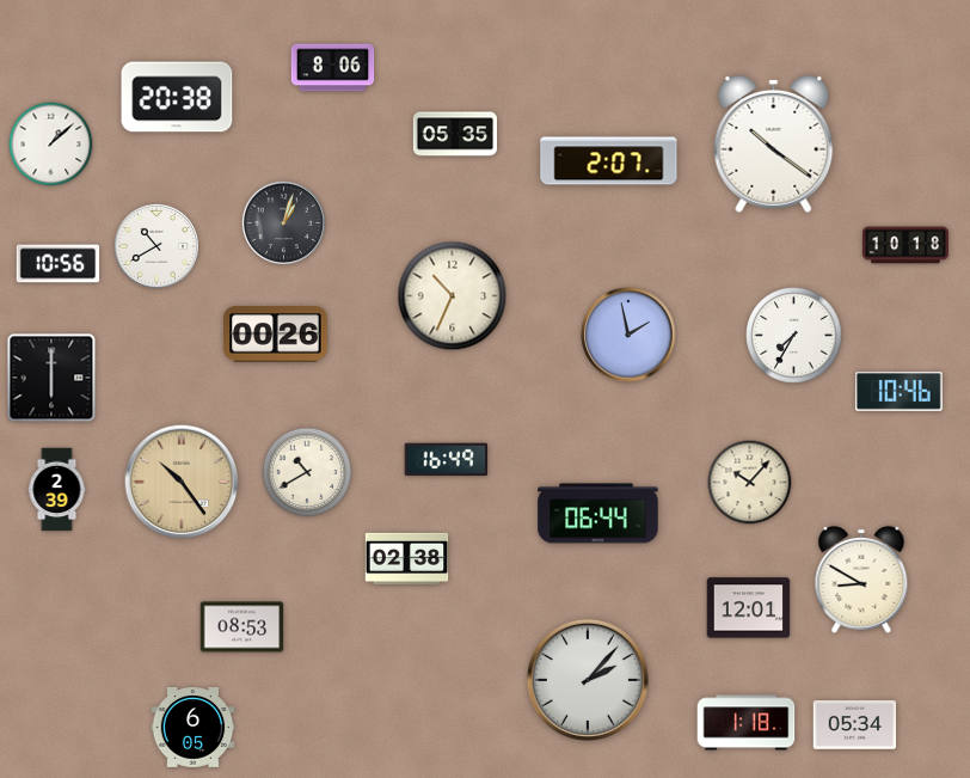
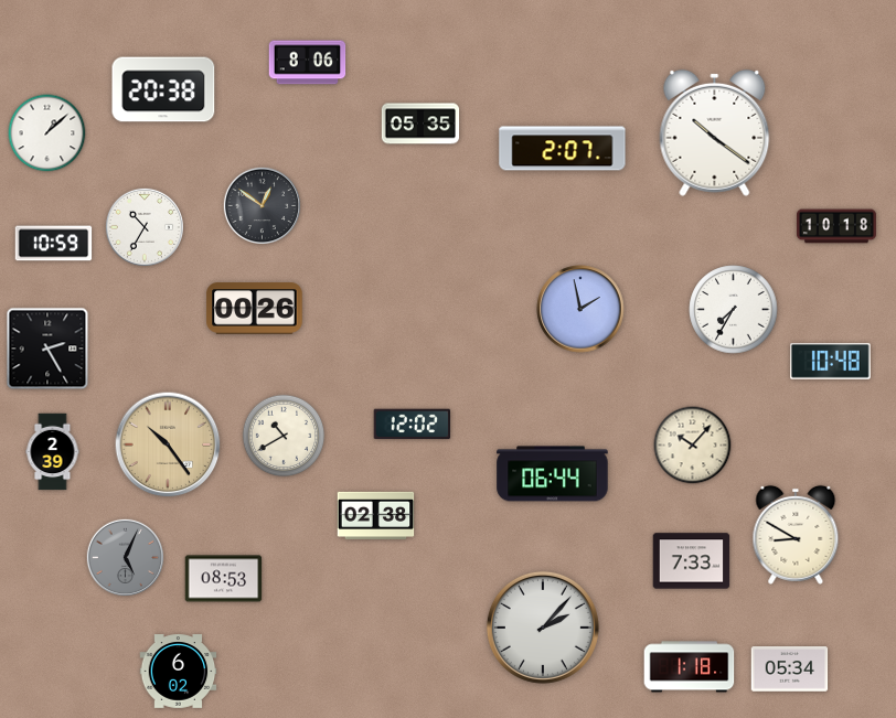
clock at (284, 223): 1:03 -> 12:51
clock at (155, 245): 10:40 -> 10:35
clock at (59, 264): 10:56 -> 10:59
clock at (453, 296): 10:34 -> none
clock at (51, 378): 6:00 -> 2:25
clock at (898, 391): 10:46 -> 10:48
clock at (447, 460): 16:49 -> 12:02
clock at (126, 558): none -> 5:04
clock at (749, 608): 12:01 -> 7:33
clock at (194, 728): 6:05 -> 6:02
